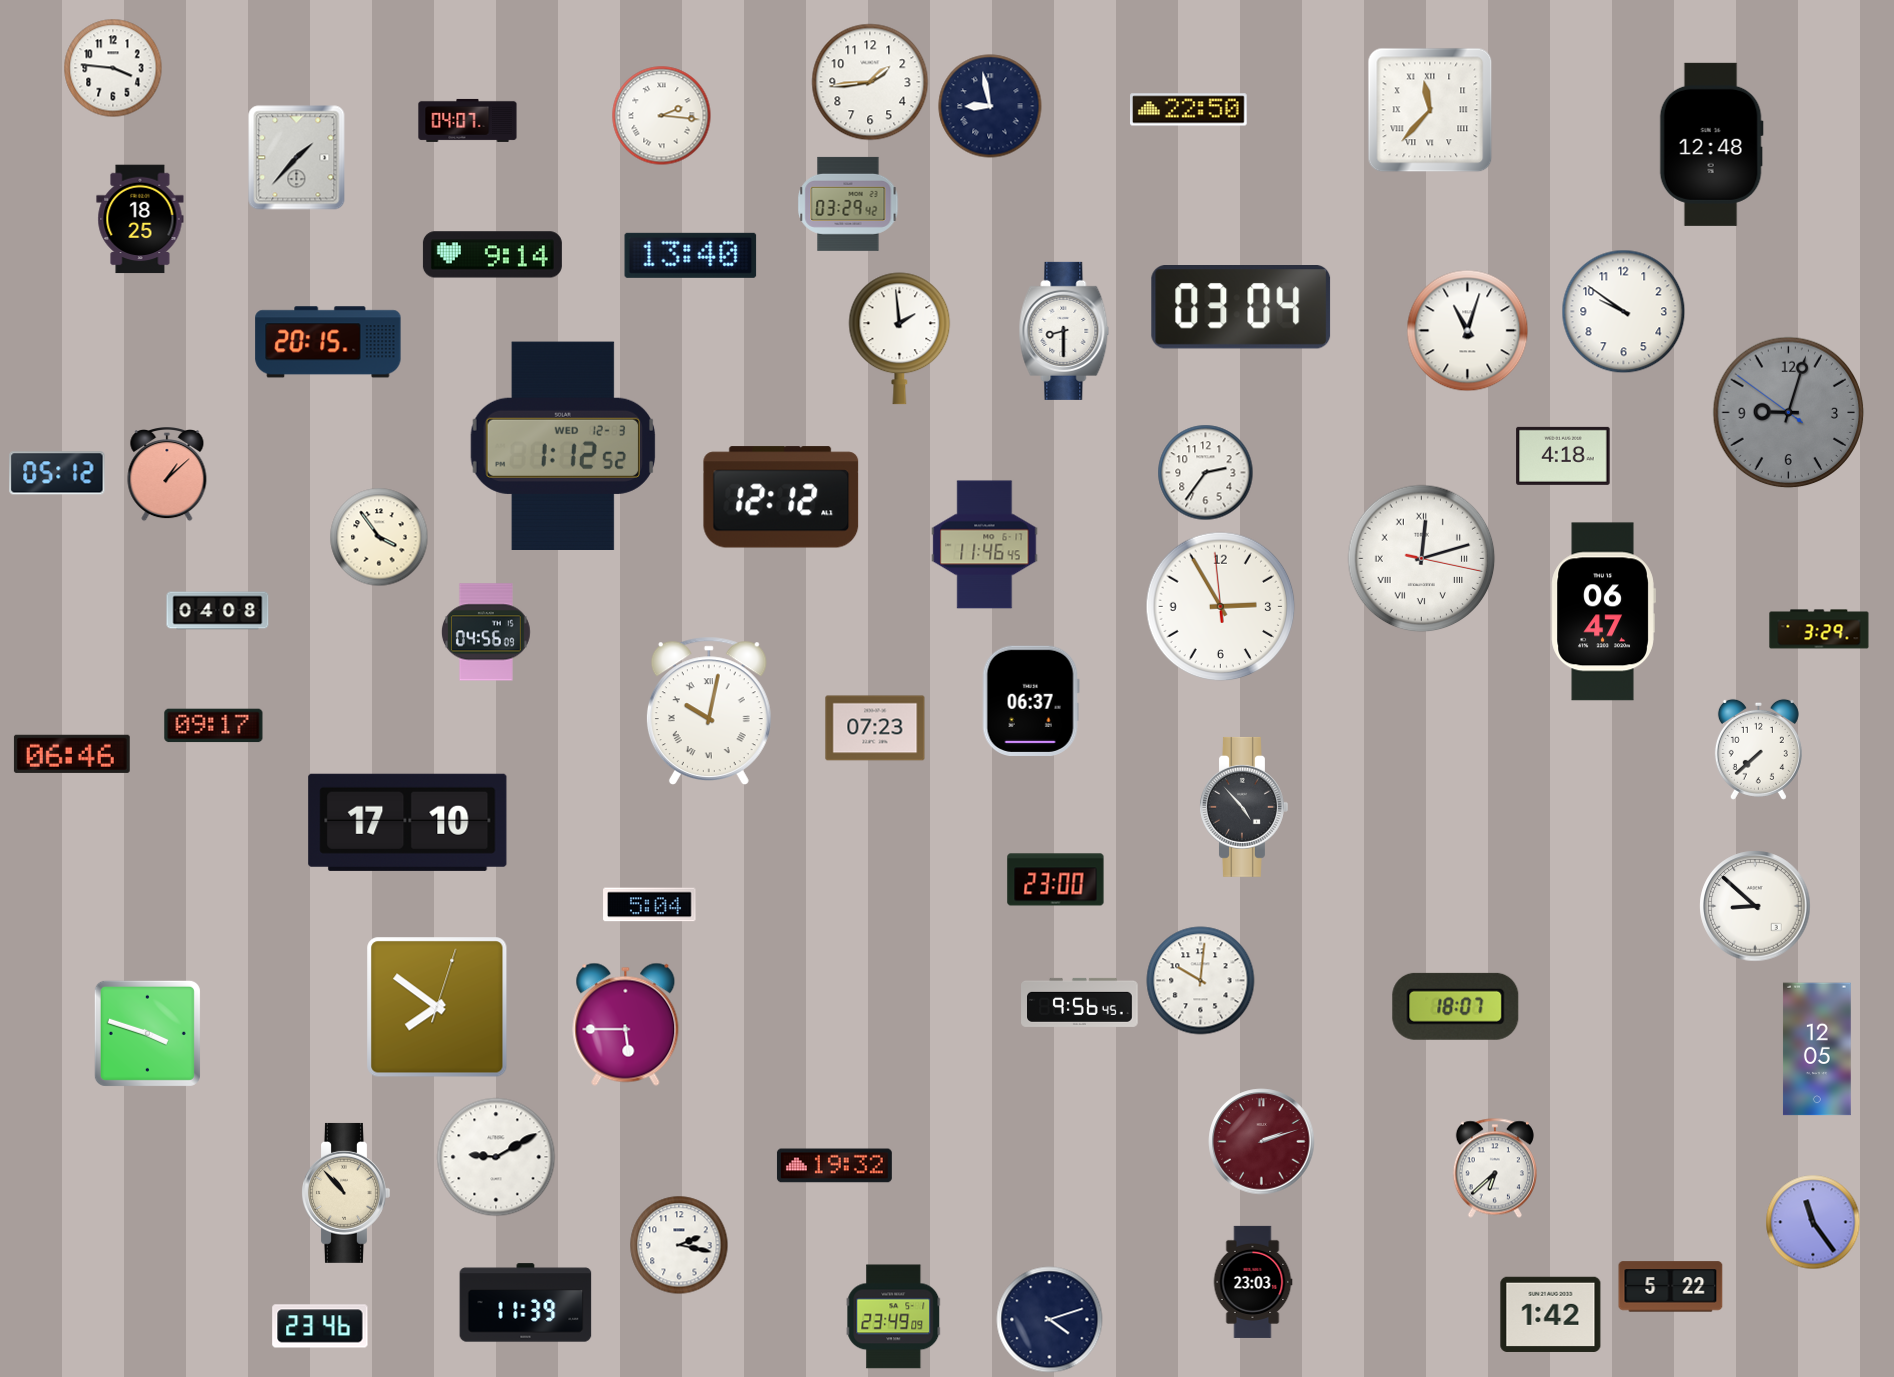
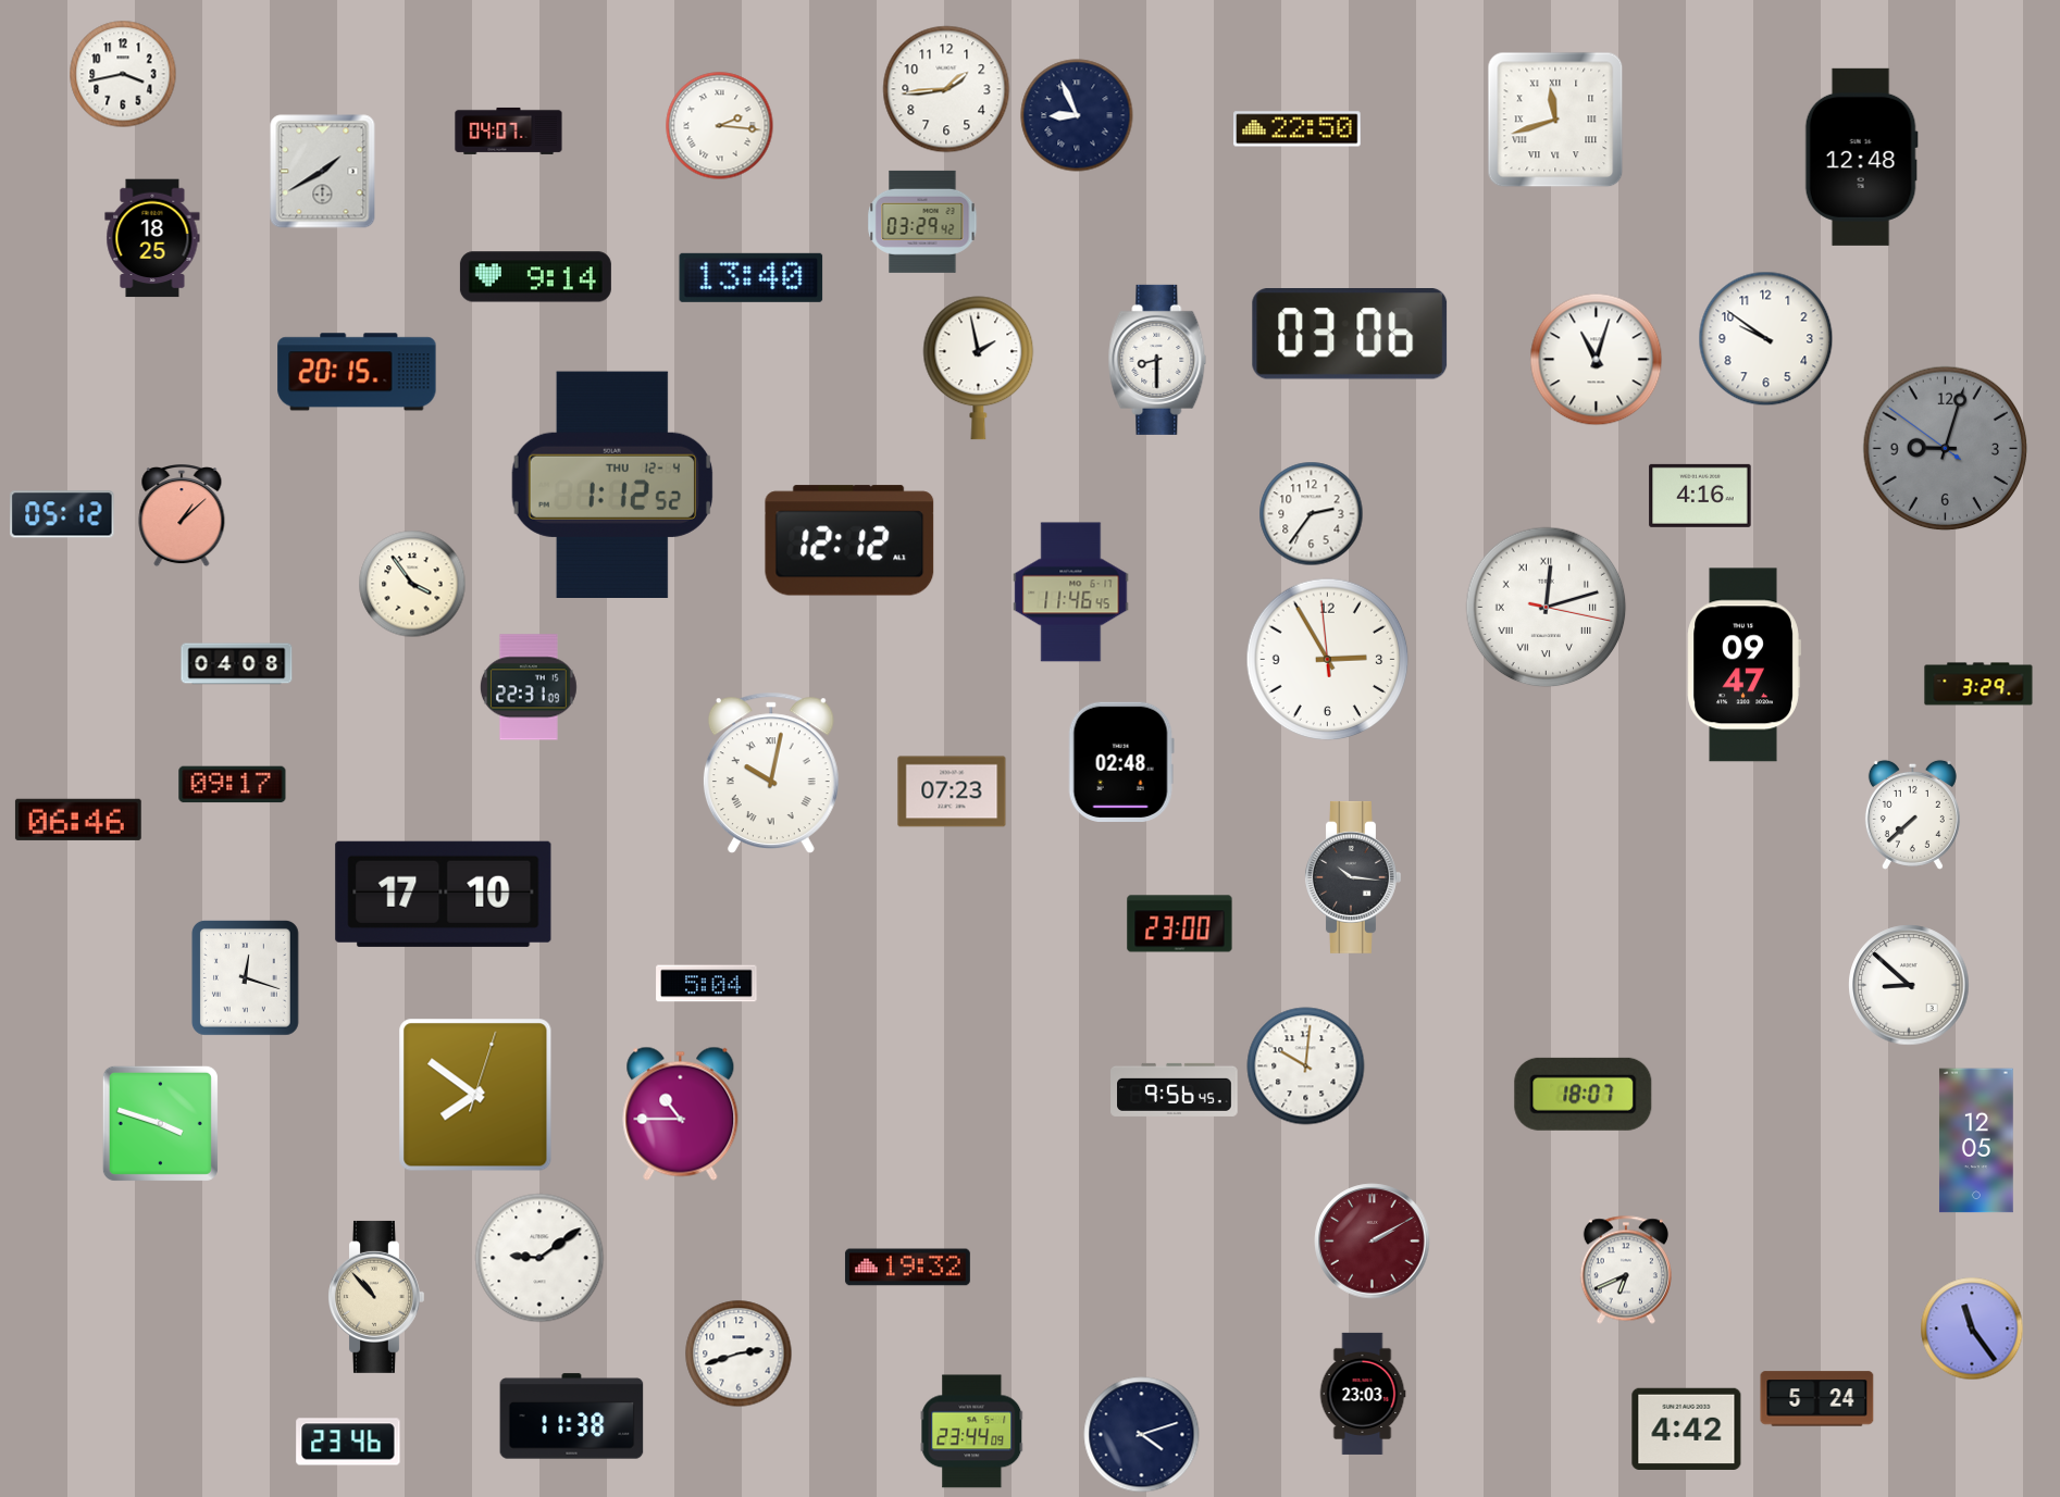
clock at (113, 68): 3:46 -> 3:43
clock at (990, 106): 8:58 -> 8:56
clock at (1189, 110) position: (1189, 110) -> (1298, 129)
clock at (1430, 110): 11:37 -> 11:42
clock at (297, 158): 1:37 -> 1:40
clock at (1241, 308): 03:04 -> 03:06
clock at (900, 339): 1:59 -> 1:58
clock at (562, 445) date: WED 12-3 -> THU 12-4
clock at (1563, 456): 4:18 -> 4:16
clock at (1603, 612): 06:47 -> 09:47
clock at (486, 632): 04:56 -> 22:31
clock at (1031, 701): 06:37 -> 02:48
clock at (214, 726) position: (214, 726) -> (233, 785)
clock at (1244, 807): 4:53 -> 10:16
clock at (1056, 880) position: (1056, 880) -> (1180, 924)
clock at (245, 978): none -> 12:18
clock at (626, 1024): 5:45 -> 10:45
clock at (1262, 1142): 2:12 -> 2:10
clock at (496, 1157): 9:10 -> 9:09
clock at (1495, 1168): 6:38 -> 6:41
clock at (679, 1245): 2:17 -> 2:42
clock at (1671, 1287): 5:22 -> 5:24
clock at (526, 1303): 11:39 -> 11:38
clock at (1551, 1314): 1:42 -> 4:42
clock at (894, 1317): 23:49 -> 23:44
